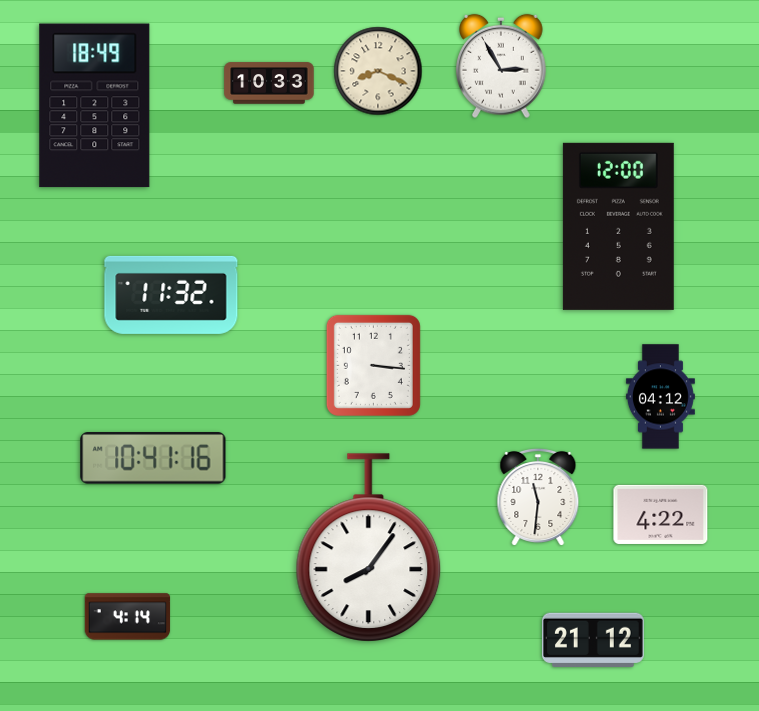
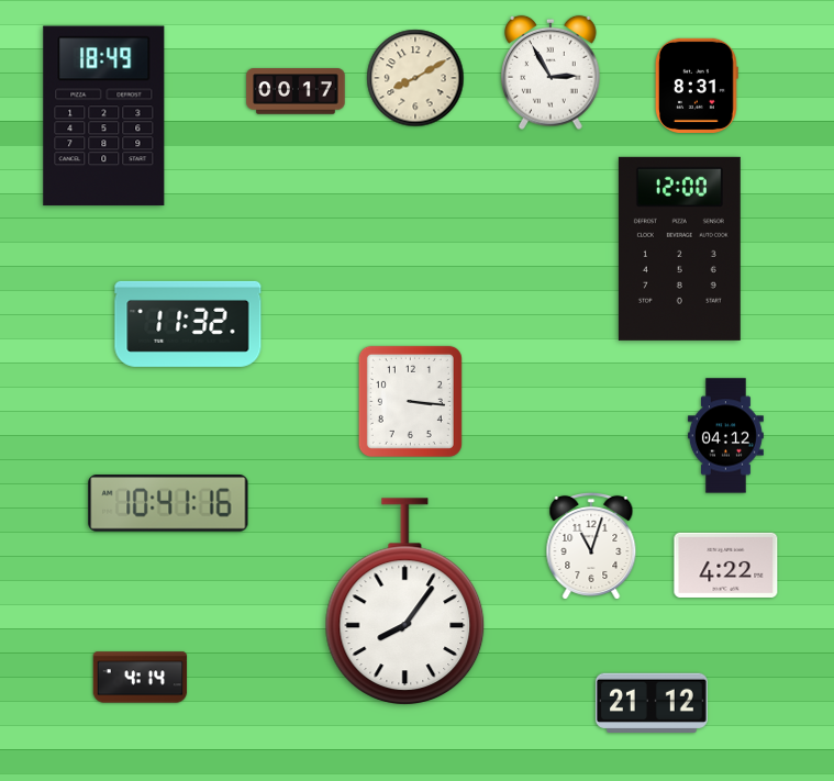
clock at (378, 71): 8:19 -> 8:10
clock at (697, 86): none -> 8:31
clock at (269, 83): 10:33 -> 00:17
clock at (538, 497): 11:31 -> 11:03
